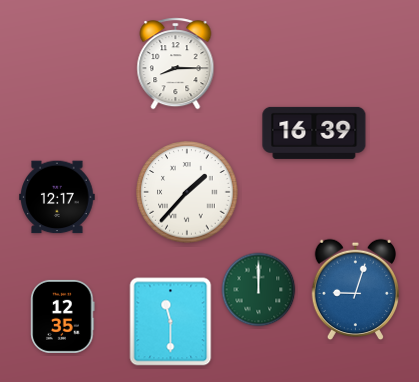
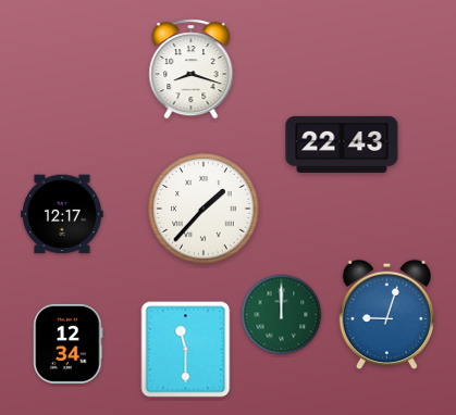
clock at (176, 64): 8:15 -> 8:18
clock at (314, 133): 16:39 -> 22:43
clock at (63, 316): 12:35 -> 12:34
